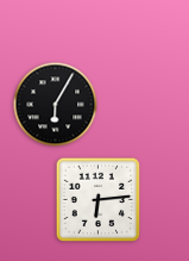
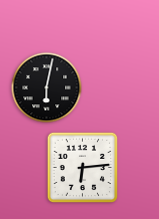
clock at (56, 105): 6:05 -> 6:02
